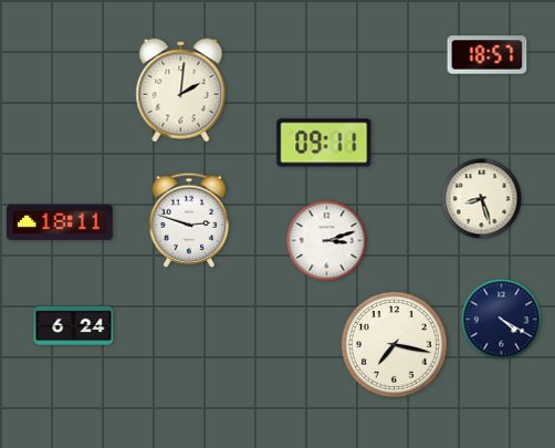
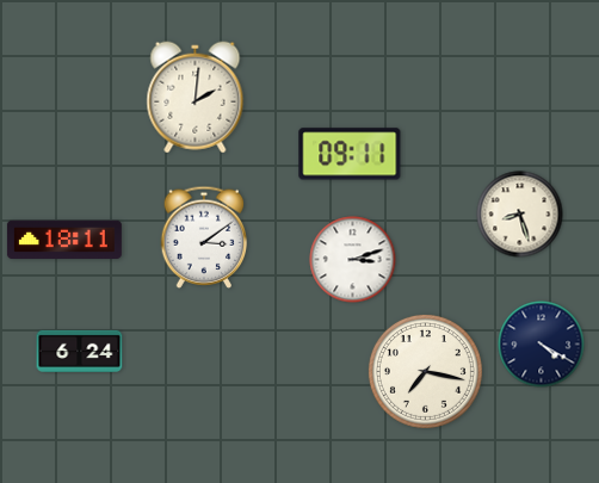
clock at (488, 55): 18:57 -> none
clock at (189, 220): 2:48 -> 3:09
